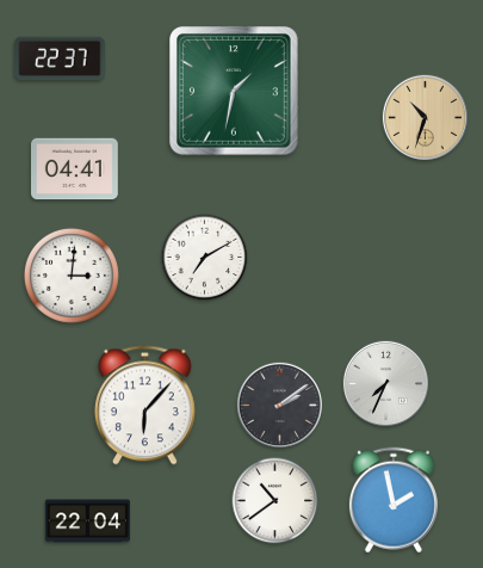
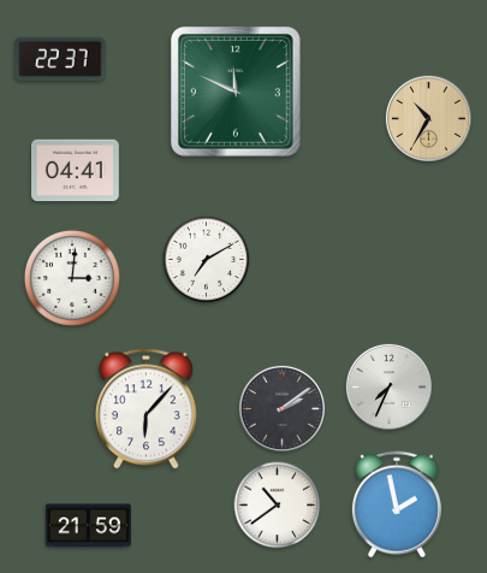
clock at (235, 92): 1:32 -> 11:49
clock at (425, 117): 10:33 -> 10:35
clock at (87, 521): 22:04 -> 21:59
